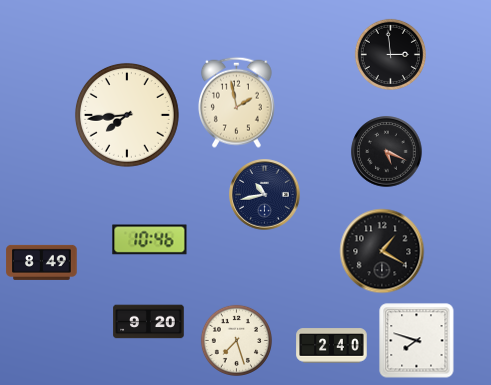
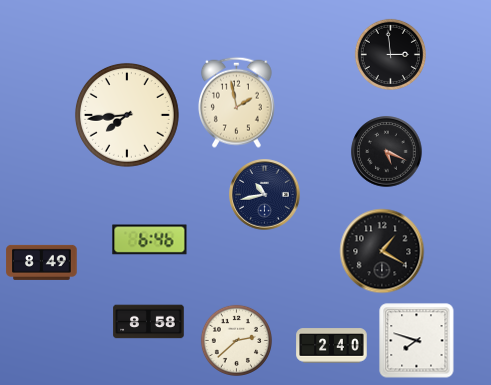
clock at (150, 240): 10:46 -> 6:46
clock at (149, 322): 9:20 -> 8:58
clock at (236, 340): 7:27 -> 2:38
